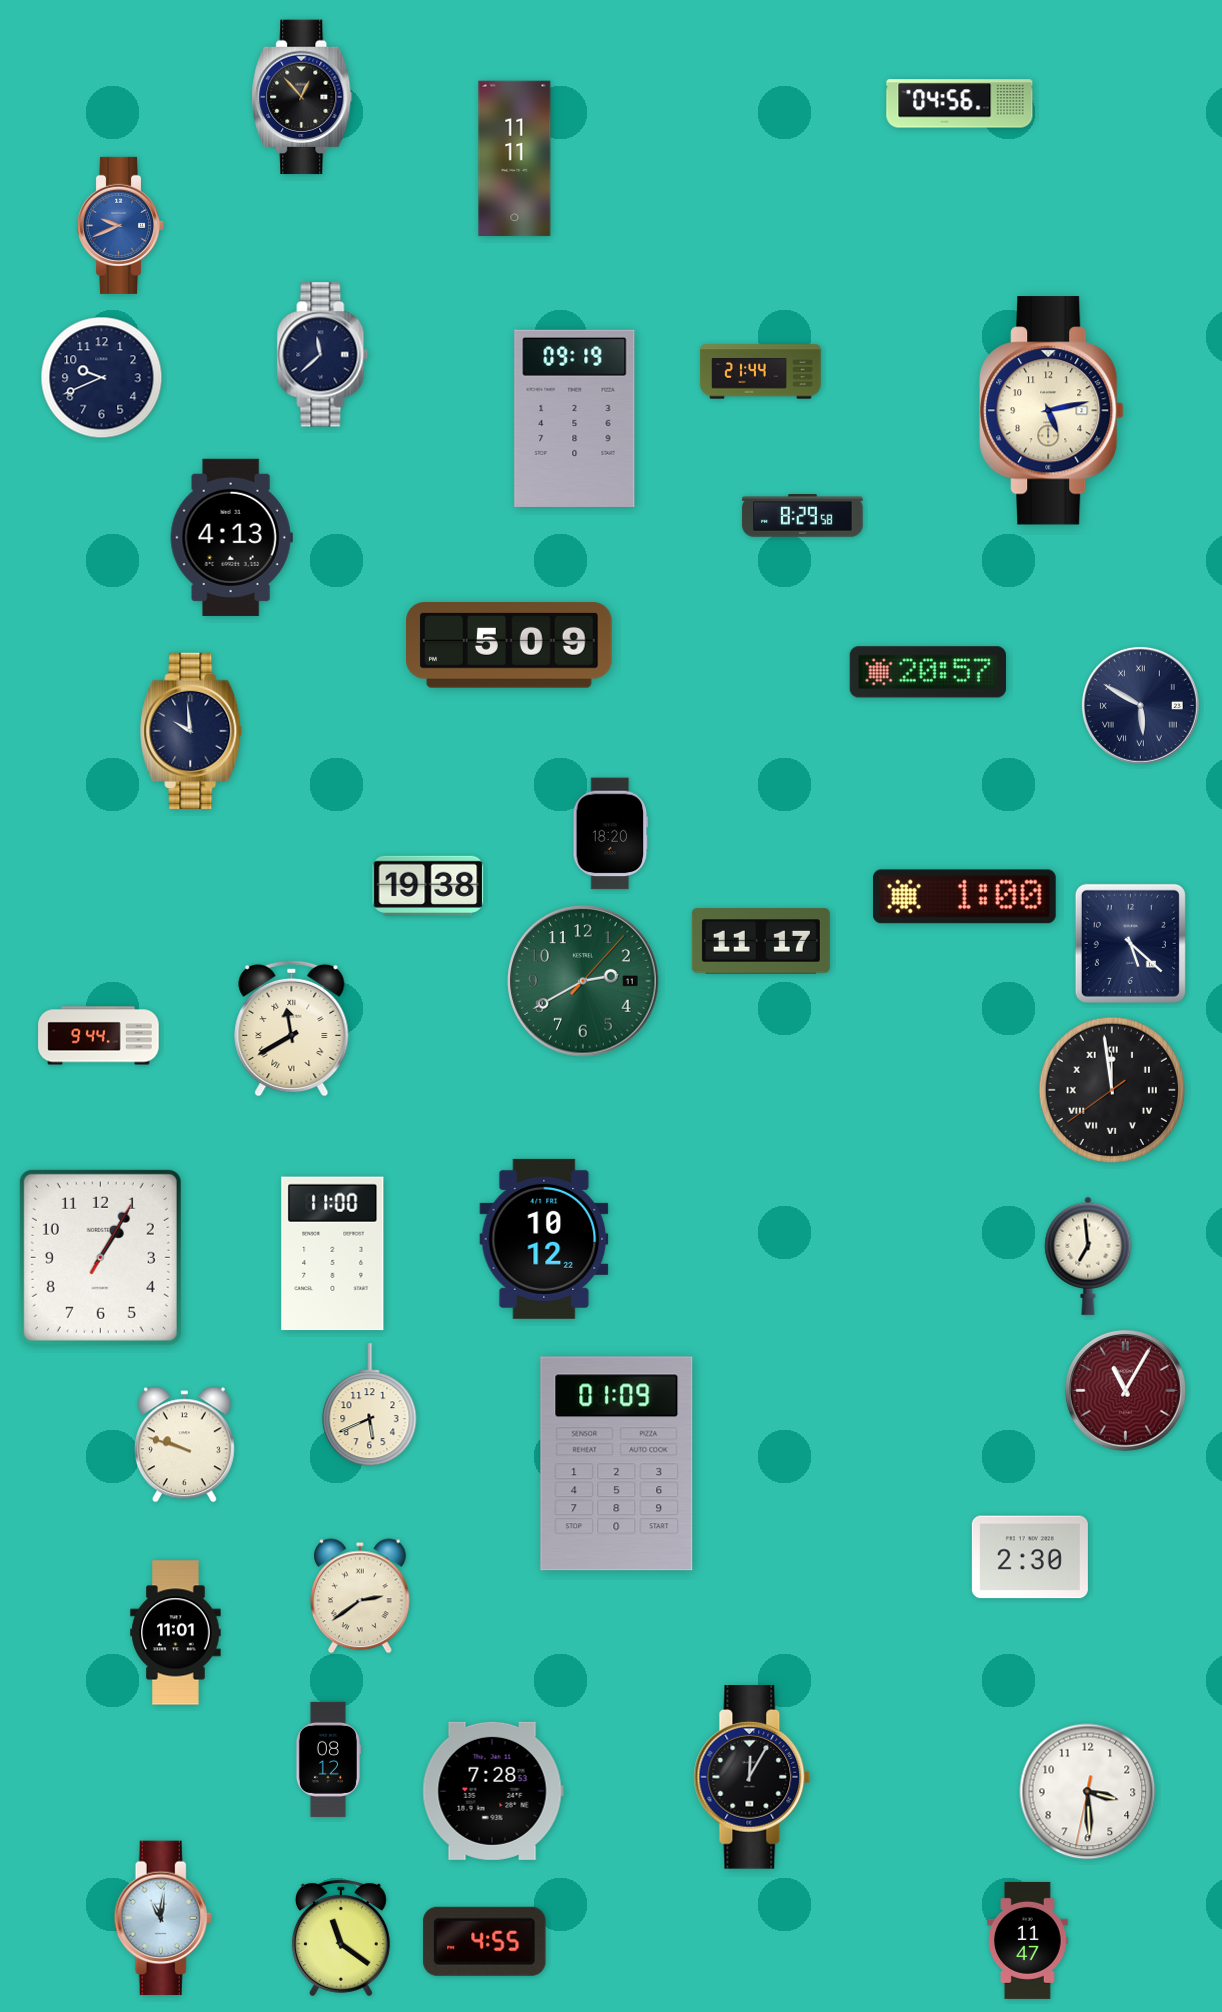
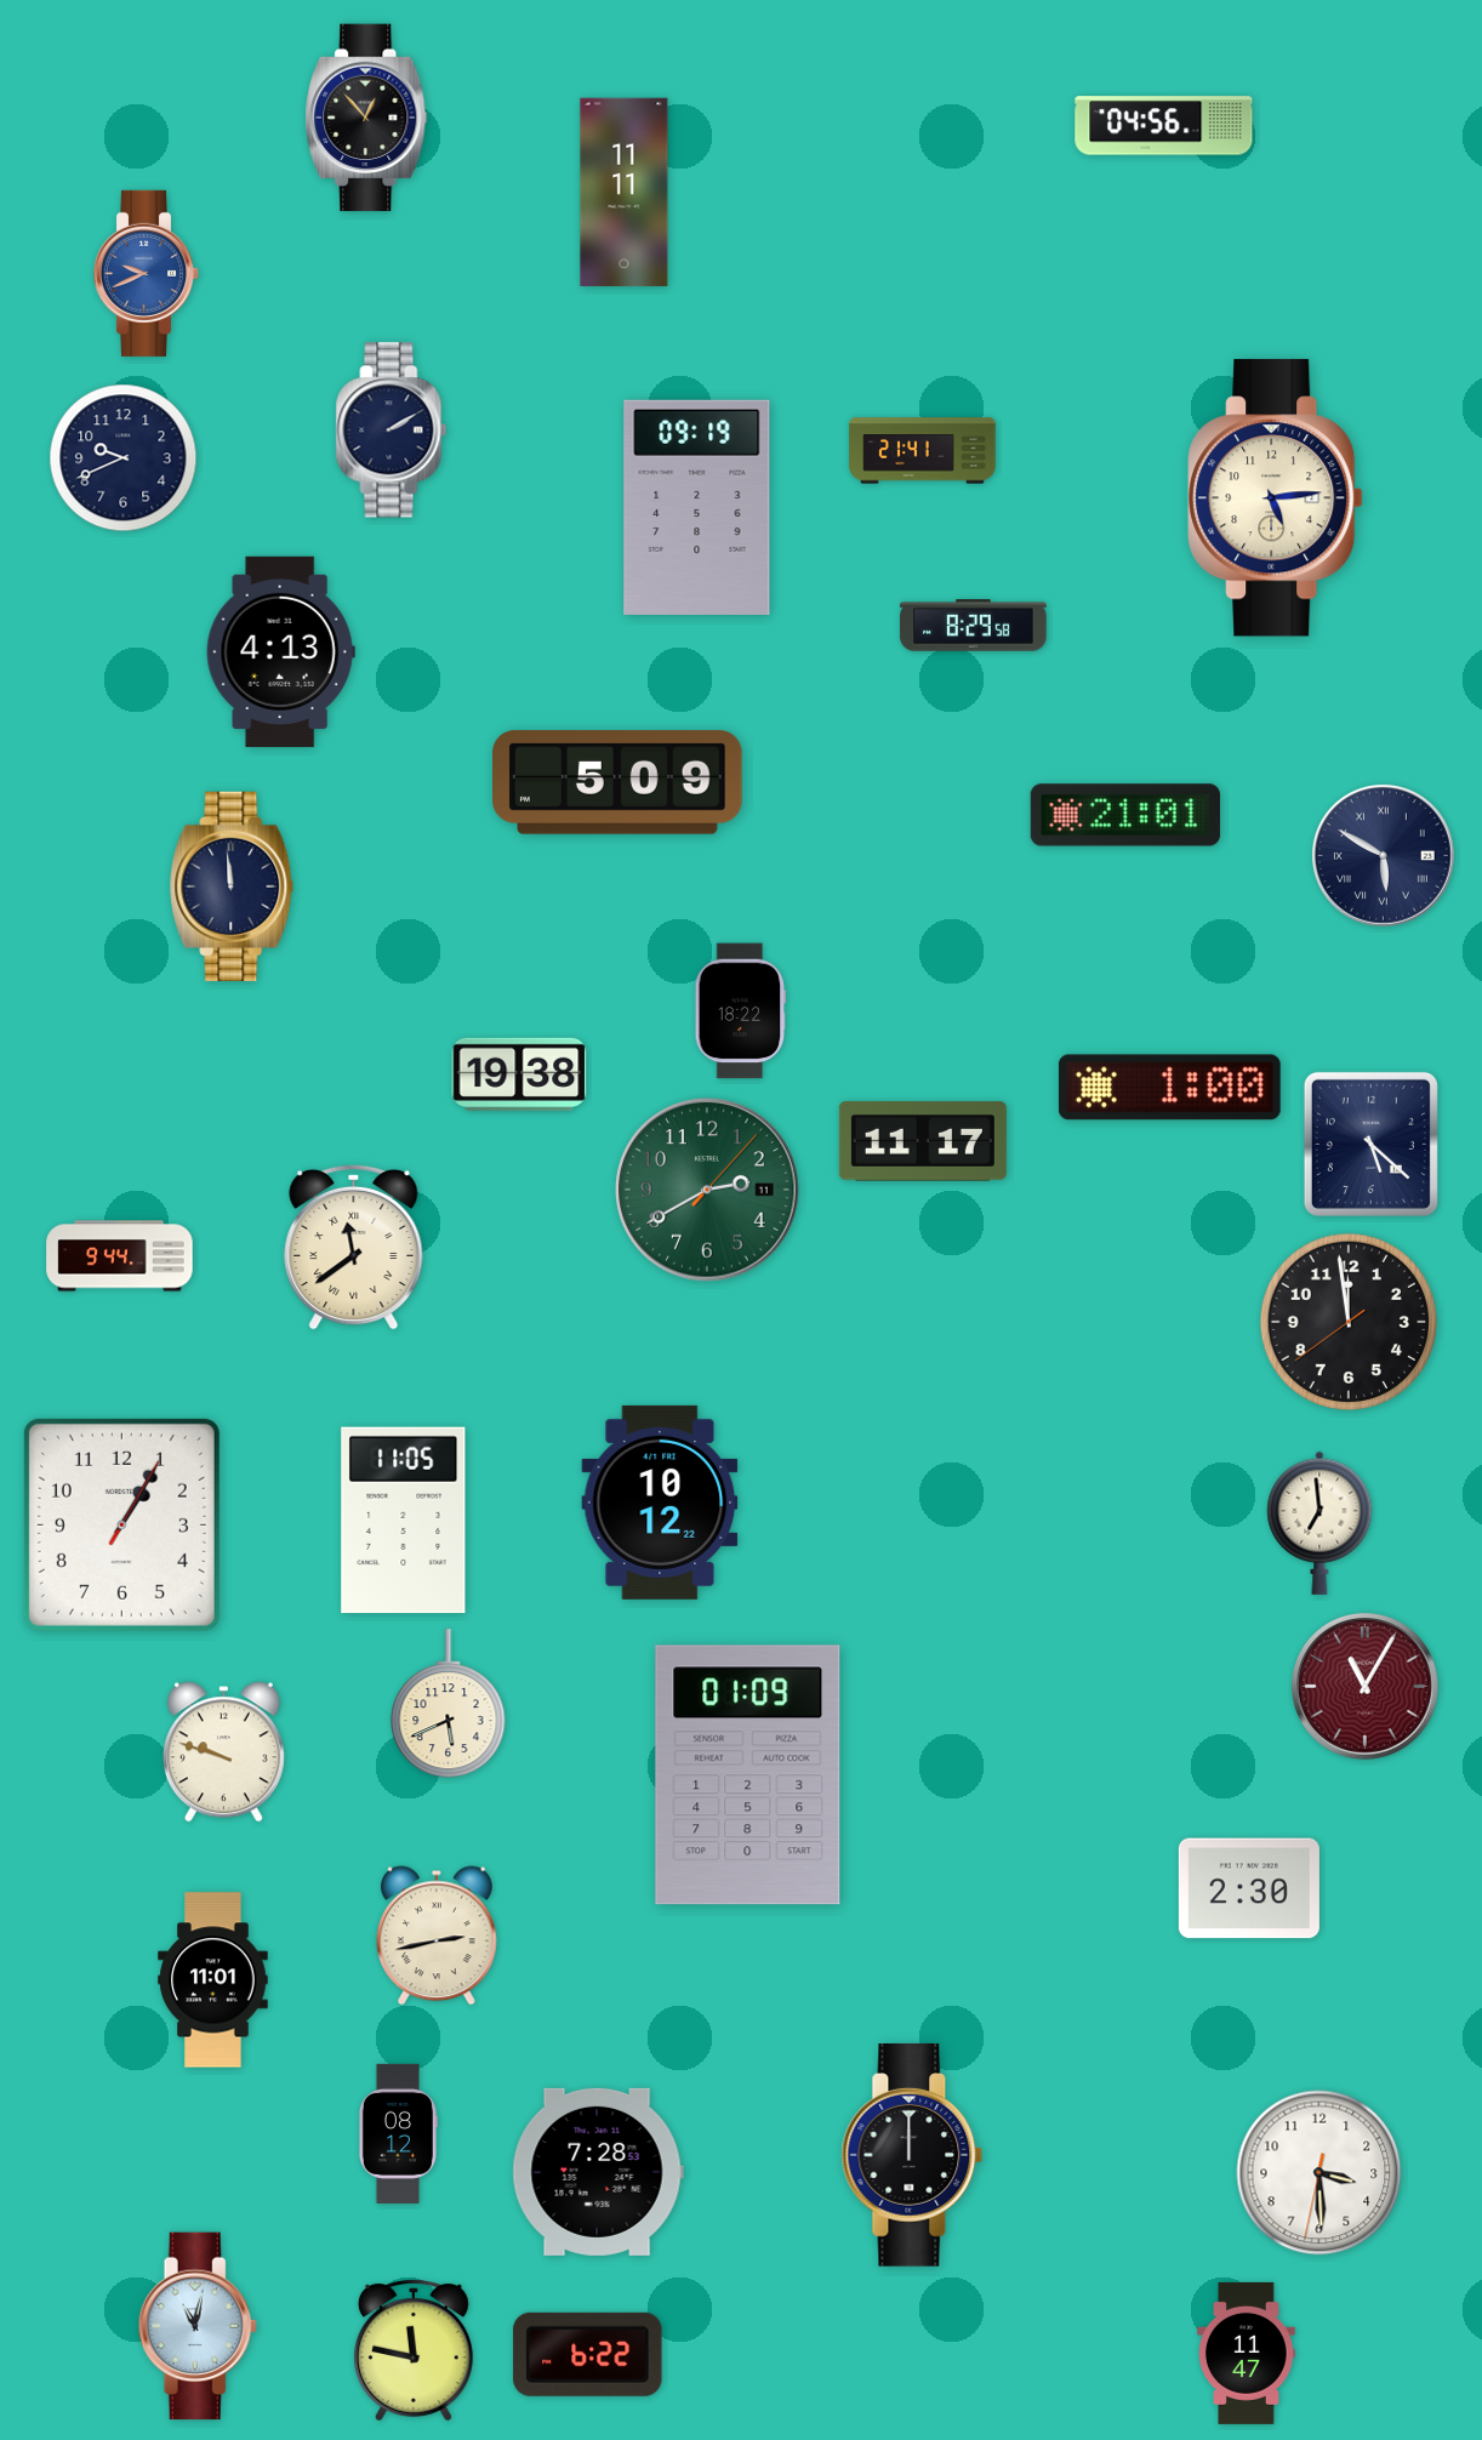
clock at (323, 355): 11:38 -> 2:10
clock at (761, 372): 21:44 -> 21:41
clock at (1052, 411): 5:13 -> 5:14
clock at (928, 672): 20:57 -> 21:01
clock at (192, 731): 9:59 -> 11:59
clock at (611, 834): 18:20 -> 18:22
clock at (292, 1028): 11:40 -> 11:39
clock at (1111, 1089) numerals: Roman -> Arabic
clock at (333, 1254): 11:00 -> 11:05
clock at (361, 1596): 2:39 -> 2:43
clock at (752, 1778): 12:05 -> 12:00
clock at (163, 1918): 11:01 -> 11:02
clock at (341, 1938): 11:21 -> 11:47
clock at (485, 1941): 4:55 -> 6:22
